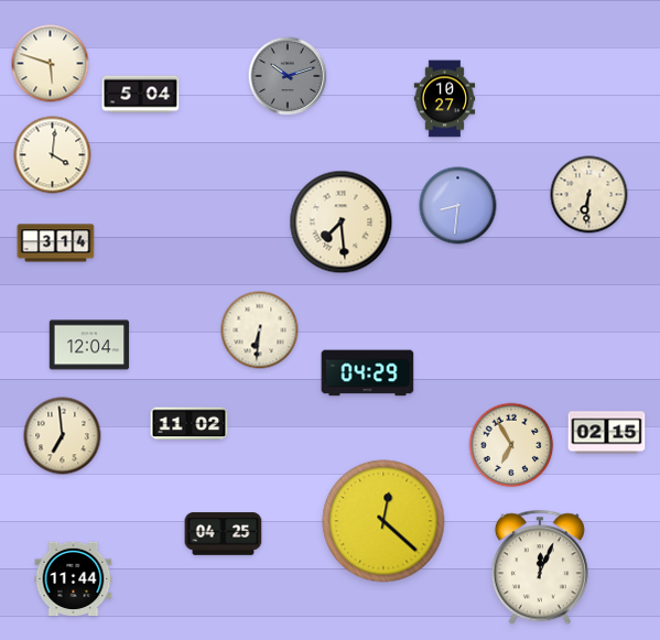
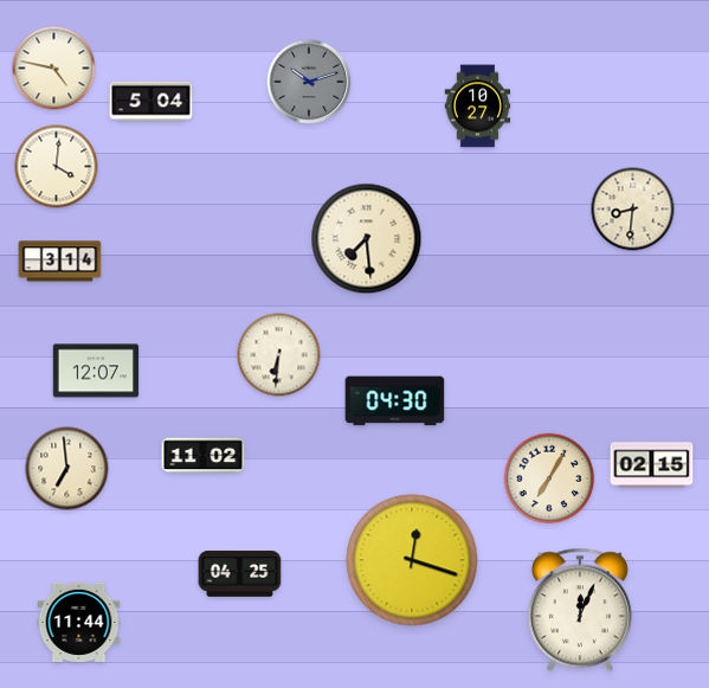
clock at (51, 64): 5:48 -> 4:47
clock at (589, 195): 6:31 -> 8:31
clock at (458, 206): 8:31 -> none
clock at (89, 345): 12:04 -> 12:07
clock at (368, 373): 04:29 -> 04:30
clock at (511, 445): 6:55 -> 7:05
clock at (383, 521): 12:22 -> 12:18
